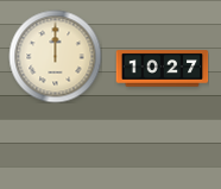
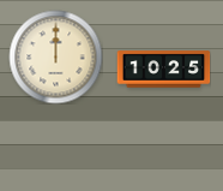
clock at (162, 69): 10:27 -> 10:25
